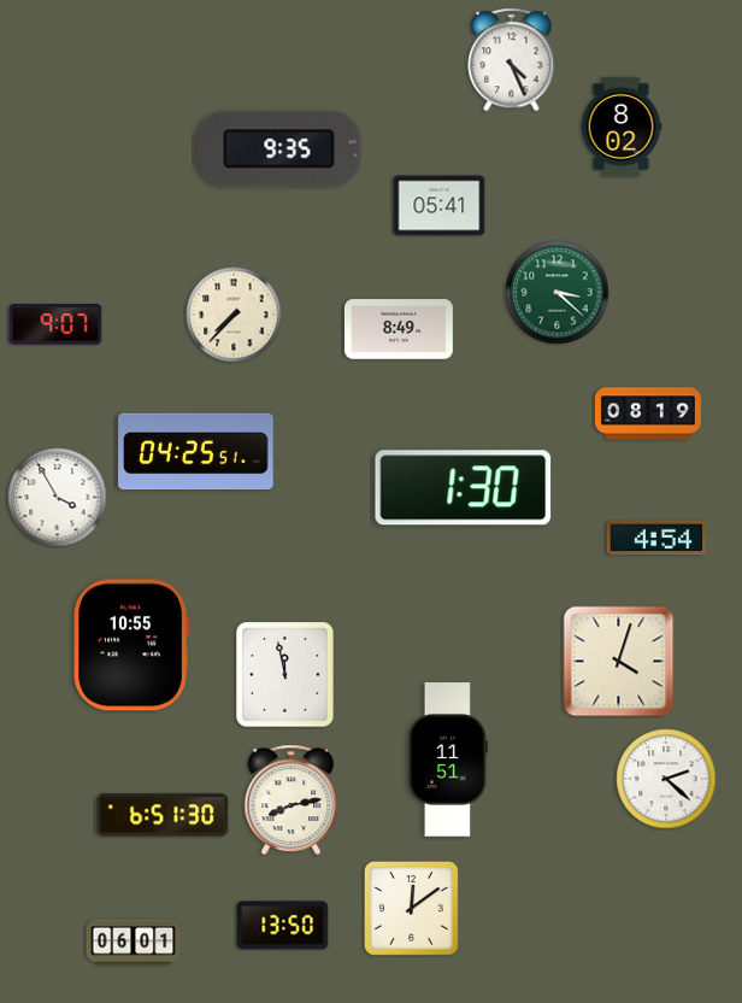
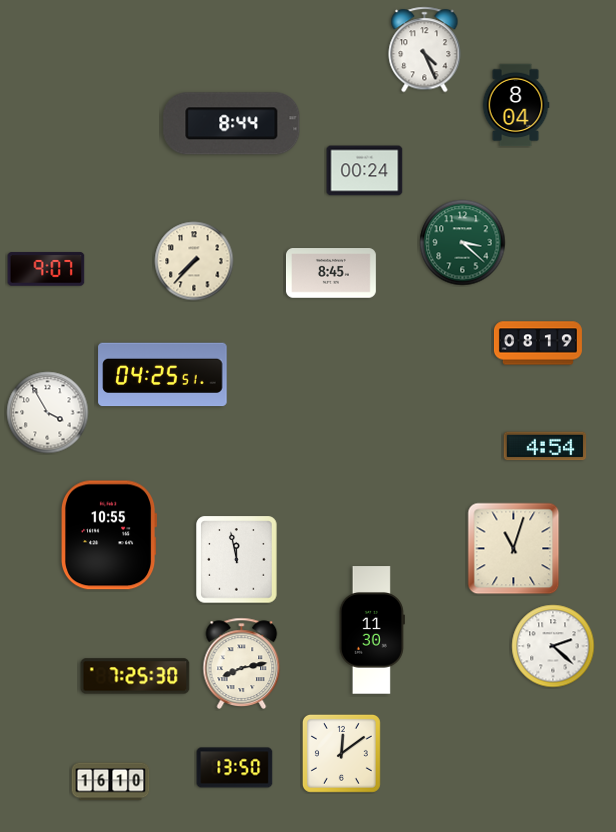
clock at (622, 127): 8:02 -> 8:04
clock at (279, 149): 9:35 -> 8:44
clock at (440, 206): 05:41 -> 00:24
clock at (399, 329): 8:49 -> 8:45
clock at (464, 488): 1:30 -> none
clock at (619, 662): 4:03 -> 11:03
clock at (448, 759): 11:51 -> 11:30
clock at (163, 815): 6:51 -> 7:25
clock at (134, 943): 06:01 -> 16:10
